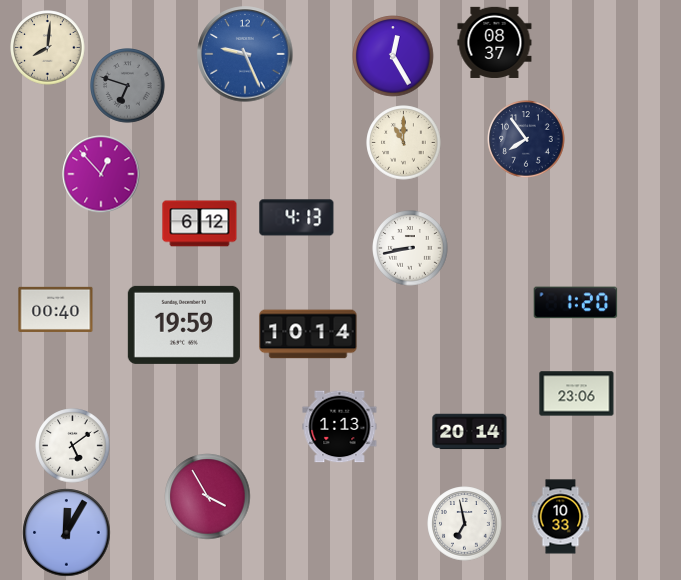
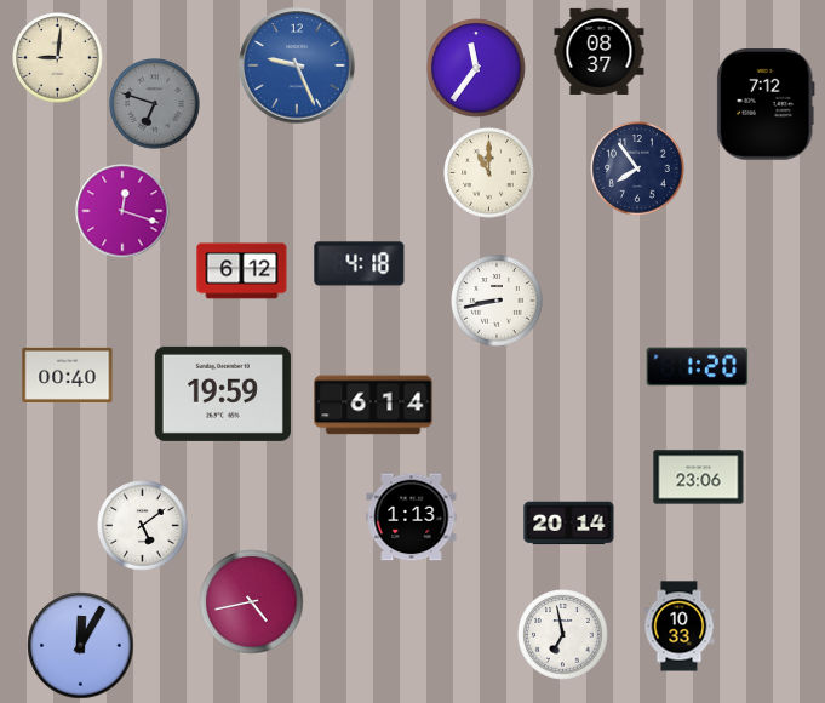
clock at (48, 48): 8:01 -> 9:01
clock at (393, 56): 12:25 -> 11:36
clock at (766, 105): none -> 7:12
clock at (101, 174): 12:53 -> 12:18
clock at (297, 218): 4:13 -> 4:18
clock at (308, 334): 10:14 -> 6:14
clock at (73, 446) position: (73, 446) -> (143, 526)
clock at (208, 497): 3:55 -> 4:43
